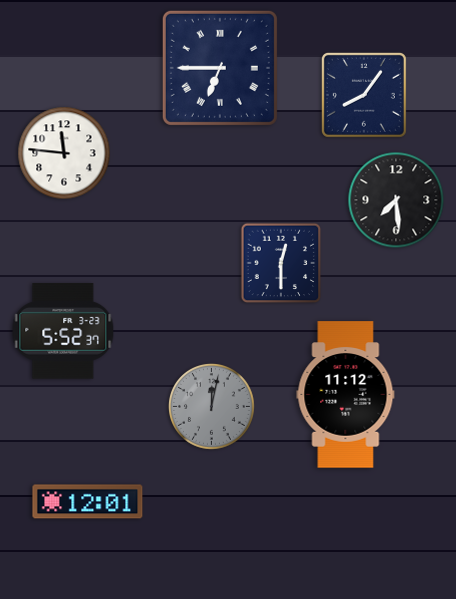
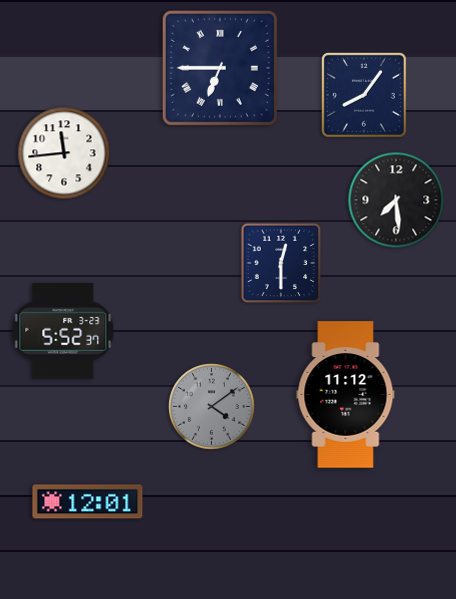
clock at (64, 153): 11:46 -> 11:44
clock at (212, 407): 12:02 -> 4:09
